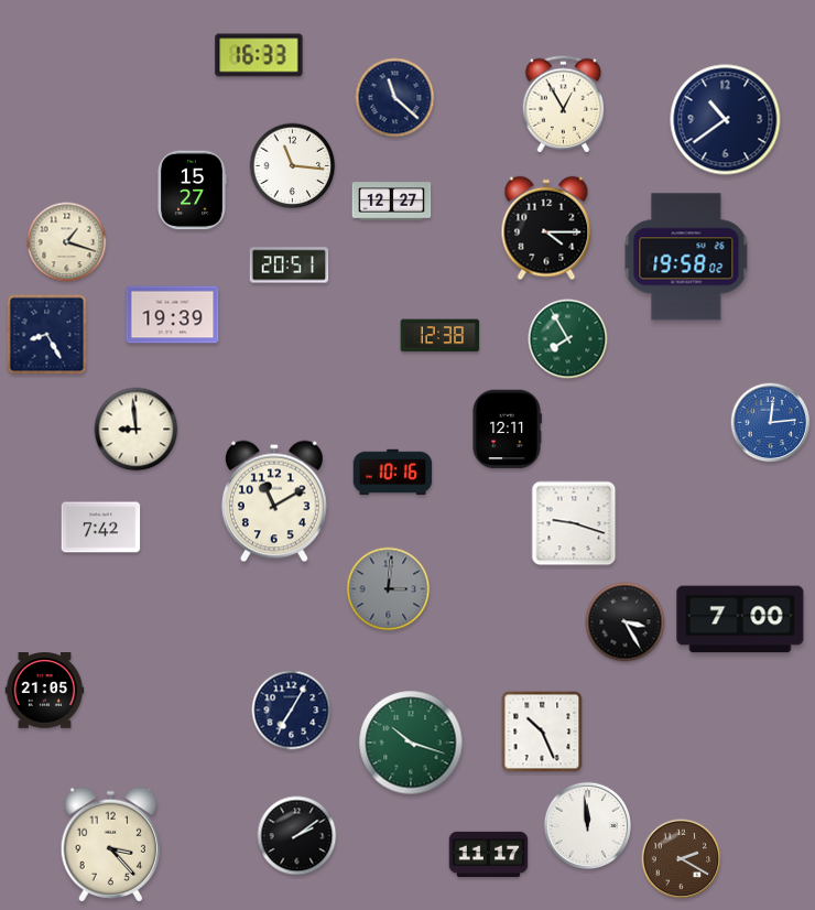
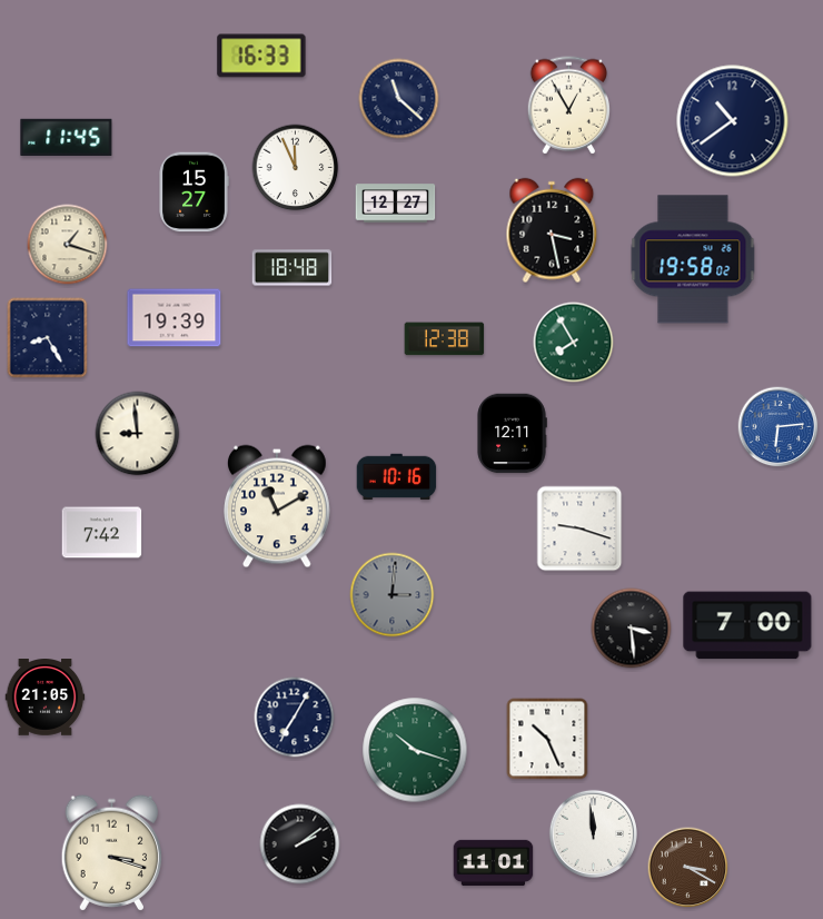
clock at (67, 137): none -> 11:45
clock at (293, 166): 11:16 -> 11:56
clock at (546, 228): 4:15 -> 3:28
clock at (290, 266): 20:51 -> 18:48
clock at (771, 423): 12:14 -> 6:14
clock at (626, 622): 3:25 -> 3:29
clock at (111, 845): 3:23 -> 3:18
clock at (489, 855): 11:17 -> 11:01
clock at (682, 859): 2:20 -> 3:20
